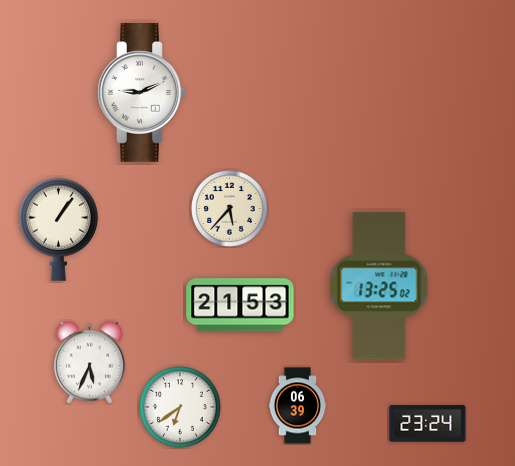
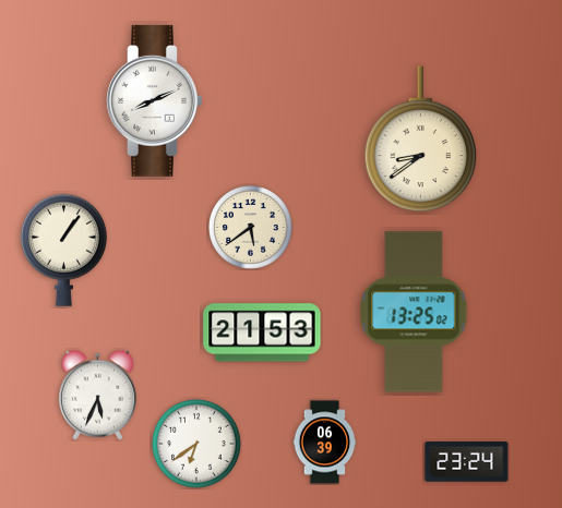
clock at (142, 92): 9:11 -> 8:11
clock at (420, 140): none -> 8:39
clock at (230, 209): 5:37 -> 5:39
